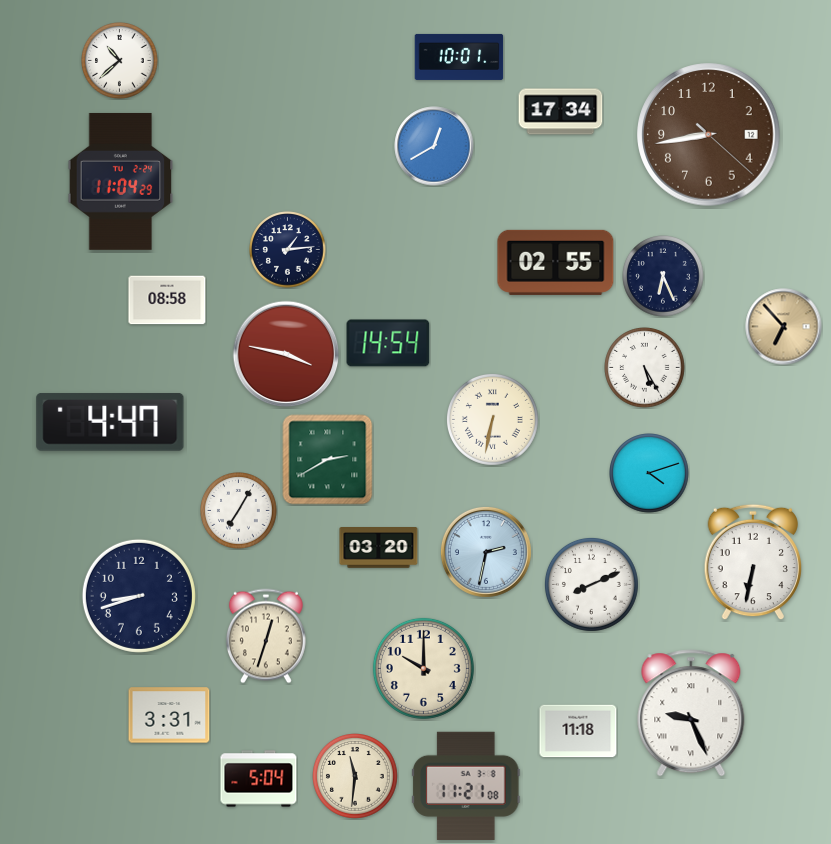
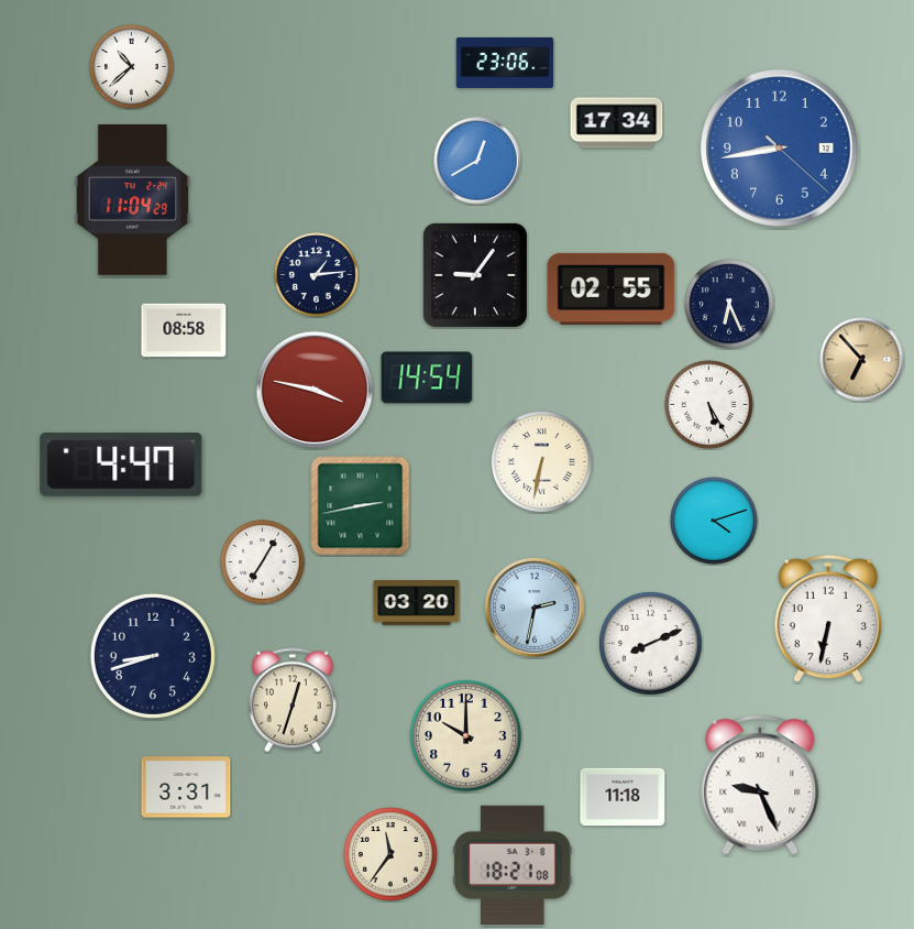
clock at (459, 57): 10:01 -> 23:06
clock at (709, 135) dial: brown -> blue
clock at (475, 275): none -> 9:06
clock at (328, 460): 2:40 -> 2:43
clock at (578, 731) position: (578, 731) -> (623, 797)
clock at (356, 777): 11:31 -> 11:36
clock at (259, 779): 5:04 -> none
clock at (467, 786): 11:21 -> 18:21
